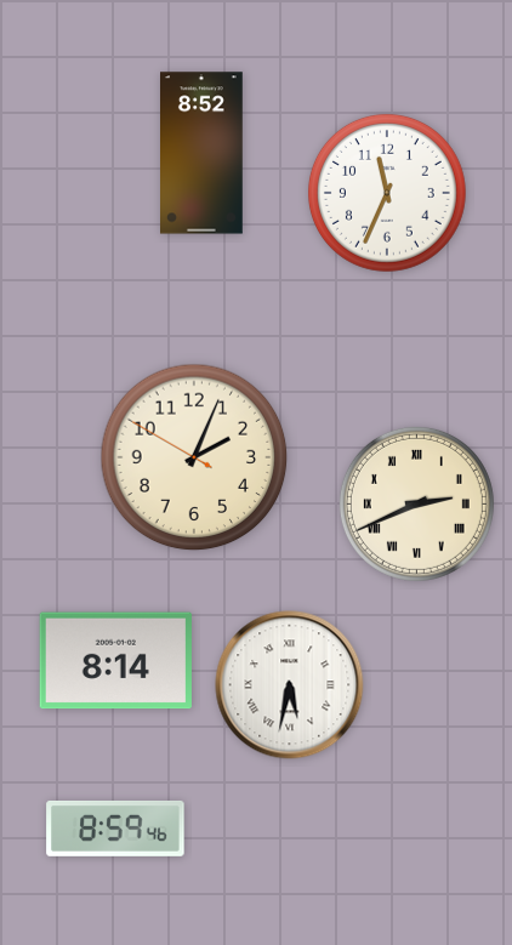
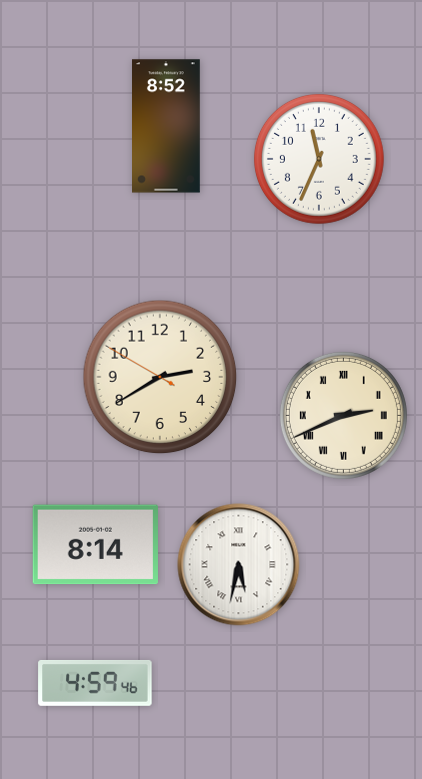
clock at (194, 457): 2:03 -> 2:39
clock at (115, 829): 8:59 -> 4:59
